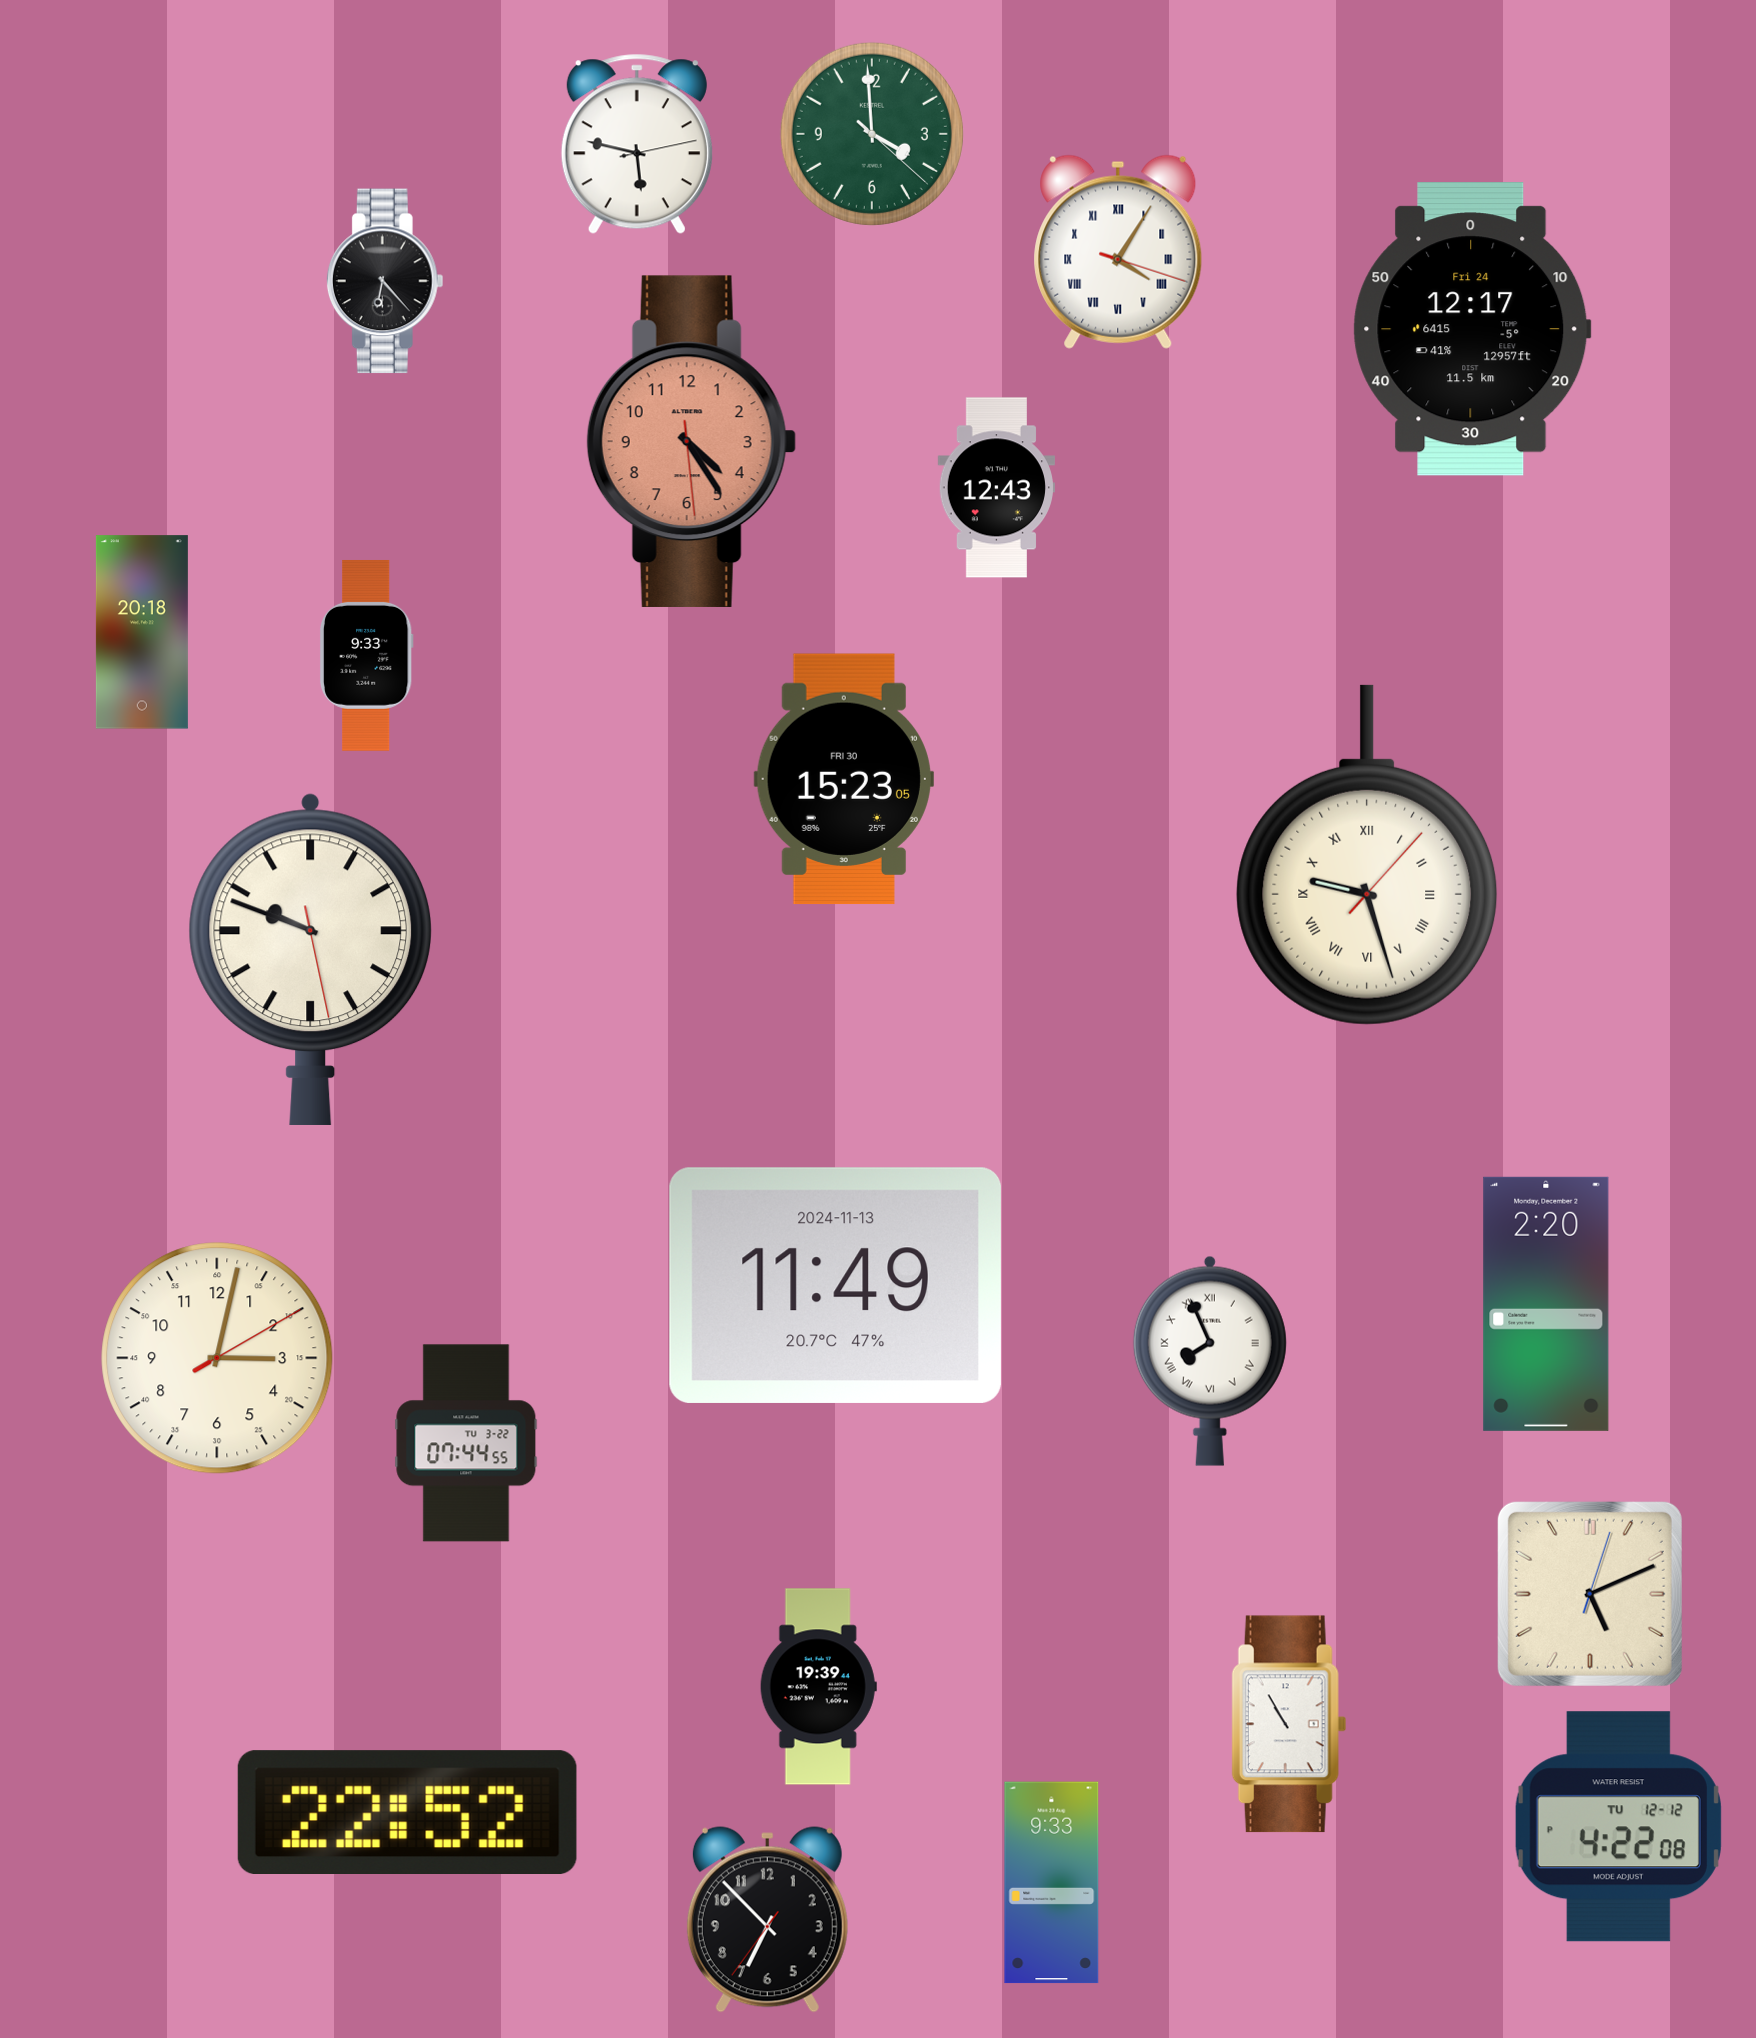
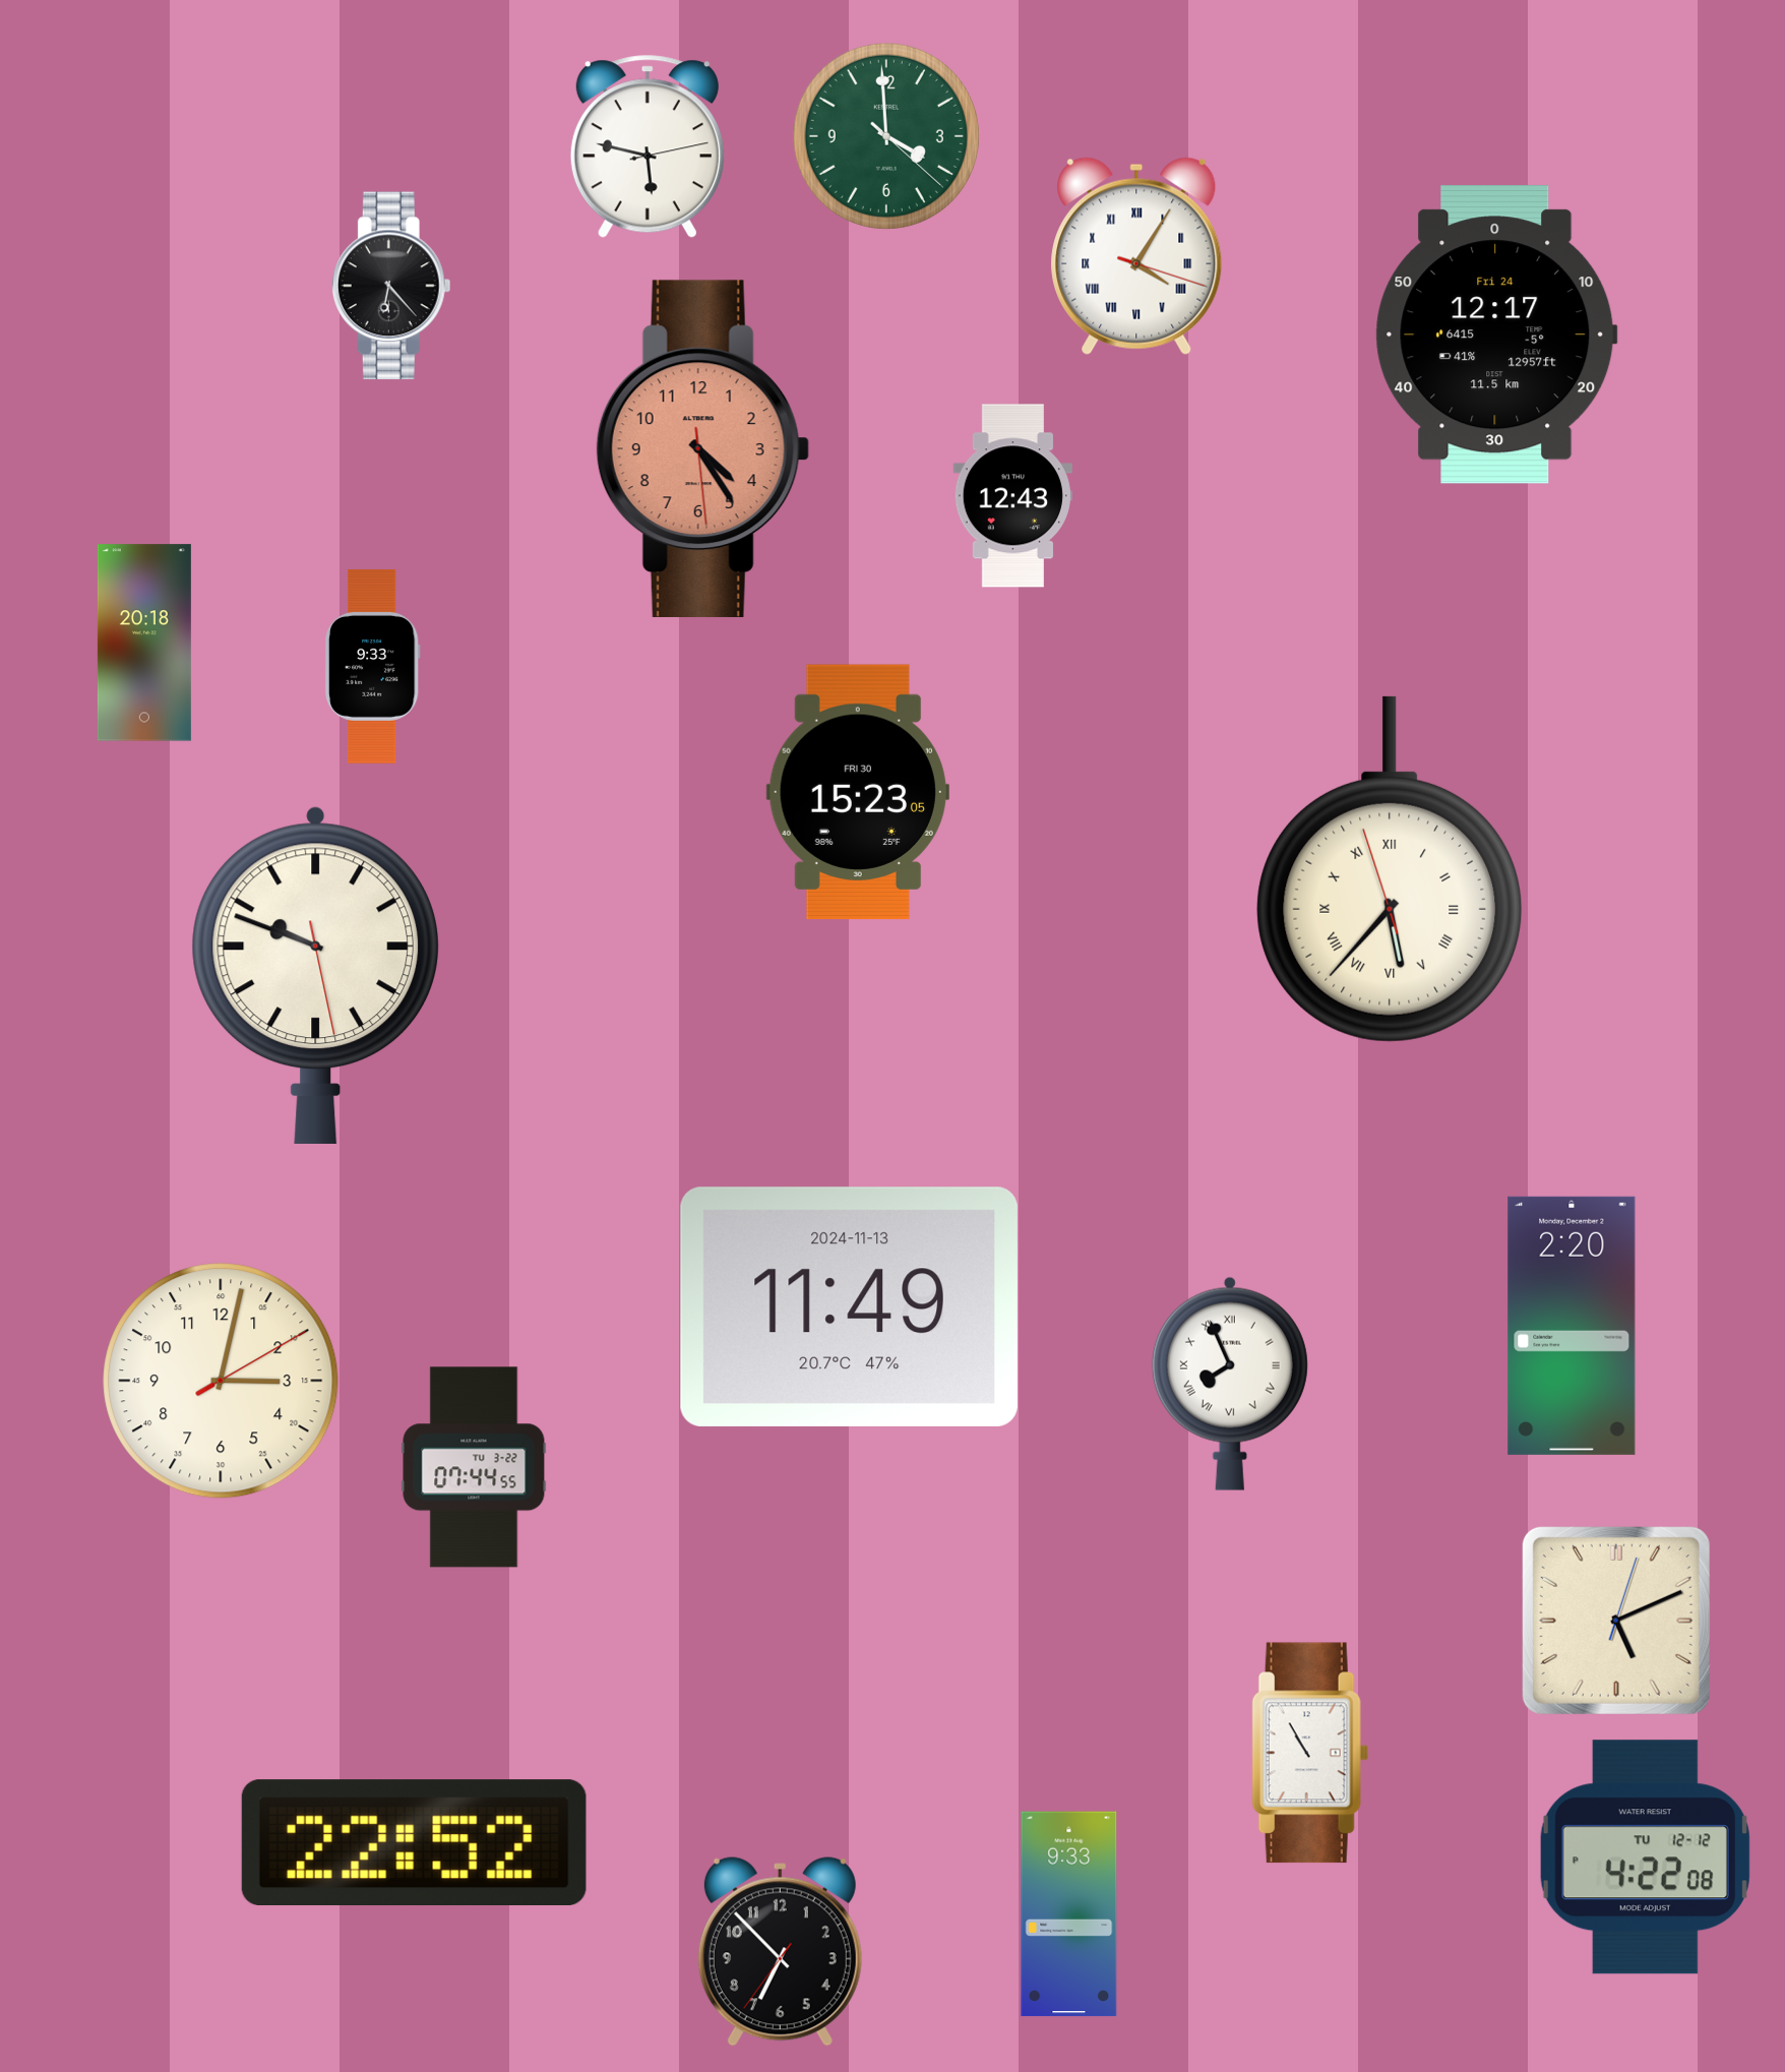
clock at (1367, 855): 9:27 -> 5:36
clock at (818, 1687): 19:39 -> none
